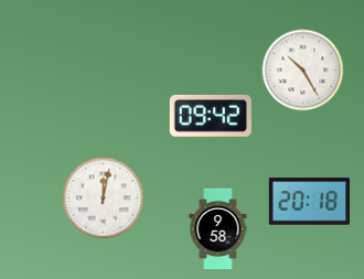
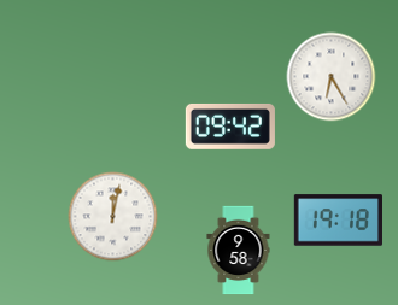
clock at (303, 71): 10:25 -> 6:25
clock at (309, 202): 20:18 -> 19:18
